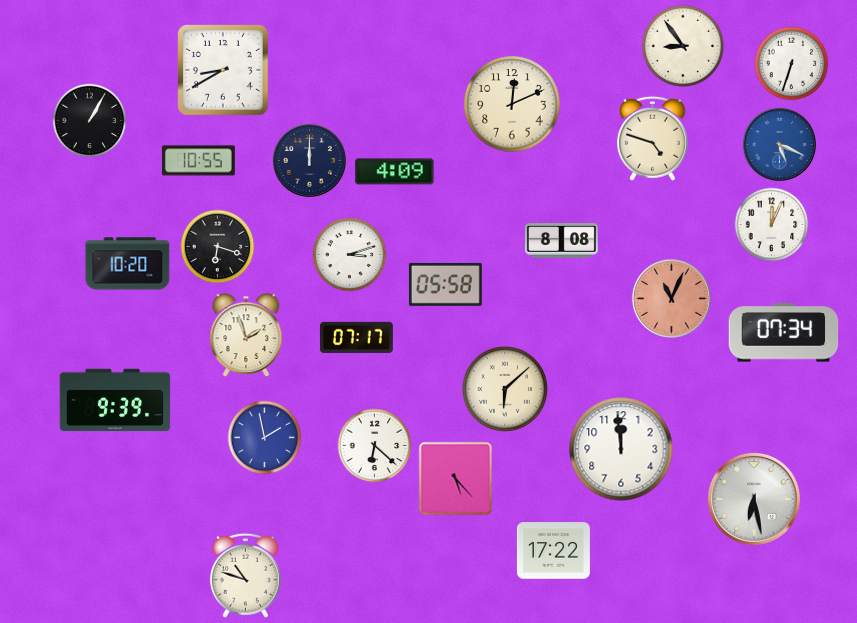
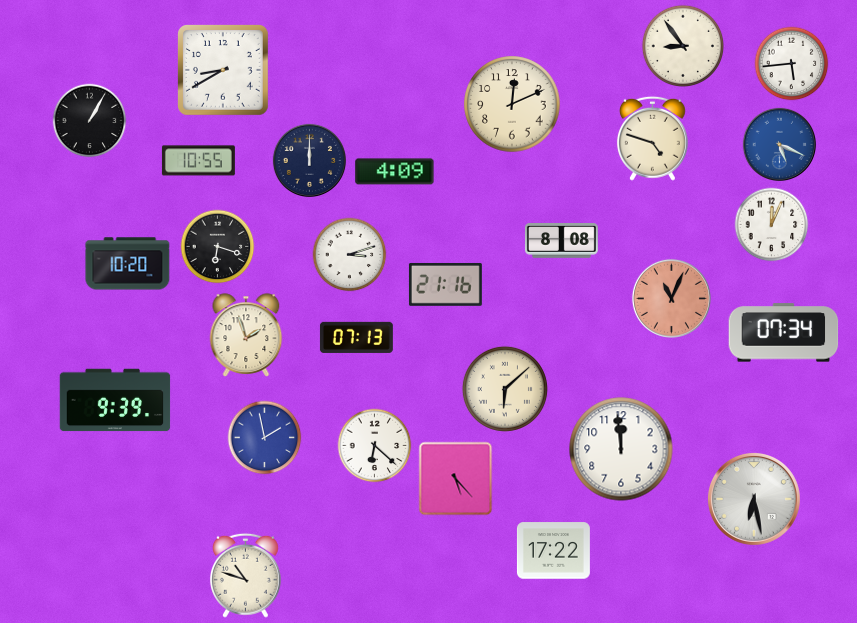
clock at (792, 64): 6:33 -> 5:44
clock at (445, 284): 05:58 -> 21:16
clock at (356, 337): 07:17 -> 07:13
